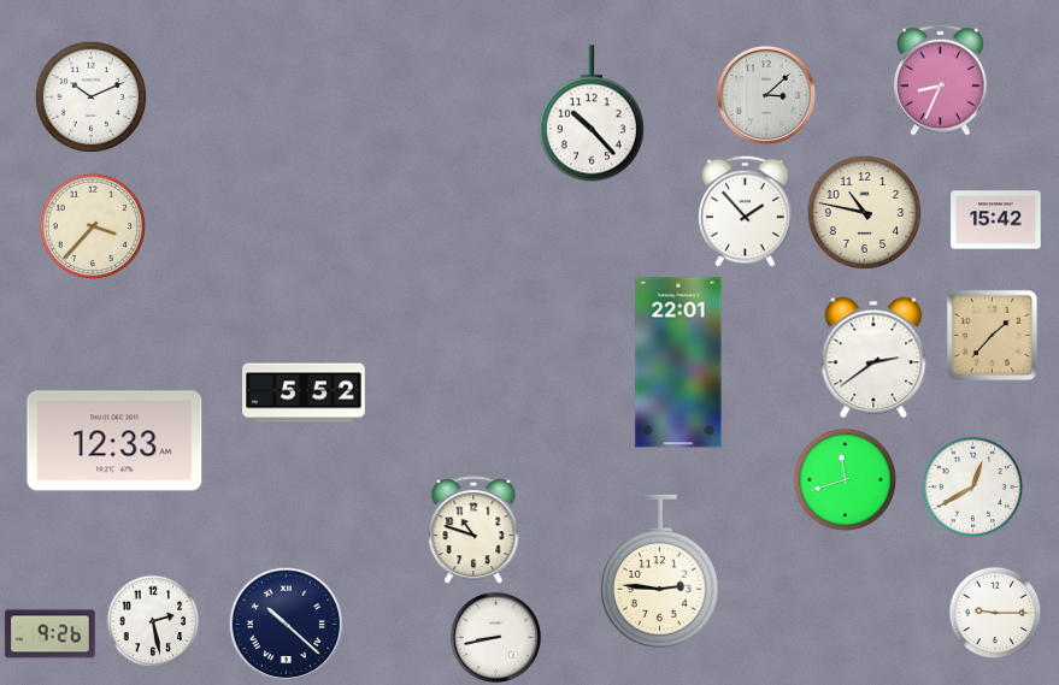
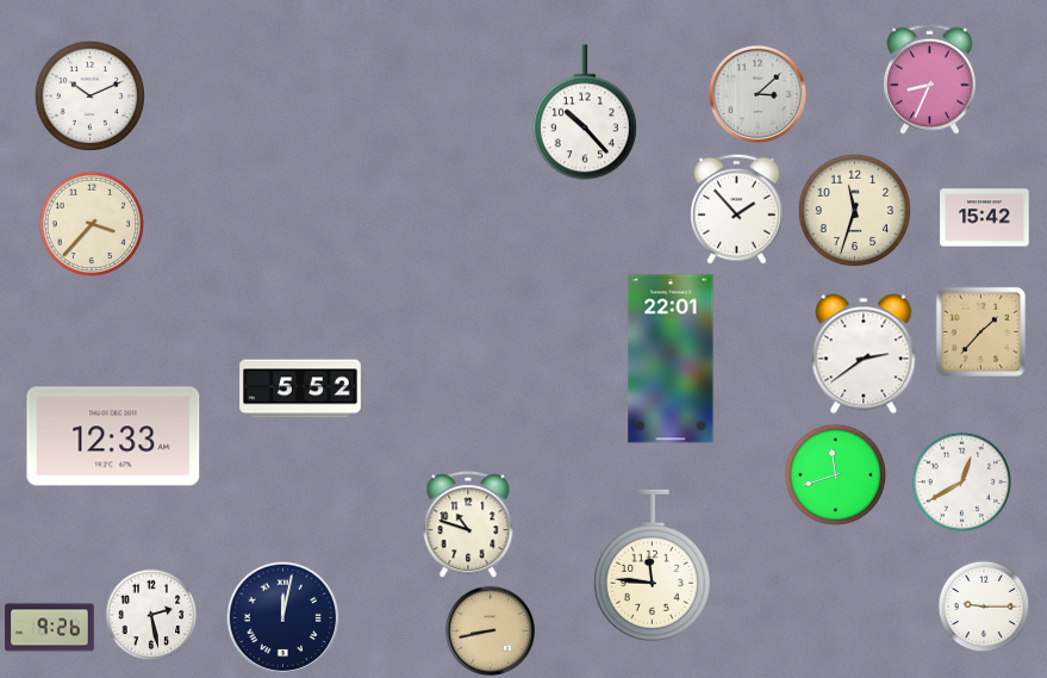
clock at (864, 212): 10:47 -> 11:33
clock at (659, 572): 2:46 -> 11:46
clock at (287, 625): 10:22 -> 12:02
clock at (495, 637) dial: white -> champagne
